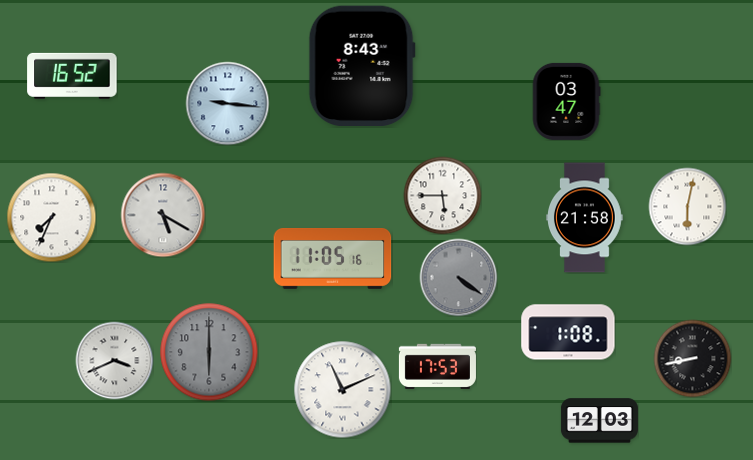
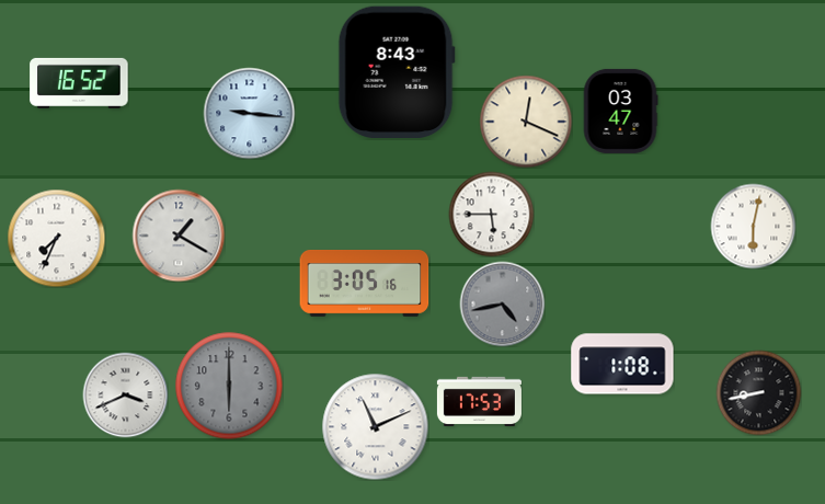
clock at (526, 122): none -> 12:19
clock at (442, 195) position: (442, 195) -> (491, 214)
clock at (163, 215): 5:20 -> 1:20
clock at (585, 218): 21:58 -> none
clock at (333, 259): 11:05 -> 3:05
clock at (458, 277): 4:21 -> 4:43
clock at (599, 421): 12:03 -> none
